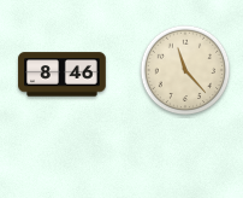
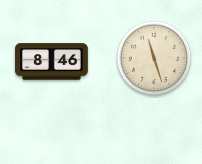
clock at (185, 70): 11:23 -> 11:27
